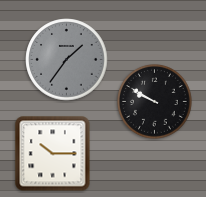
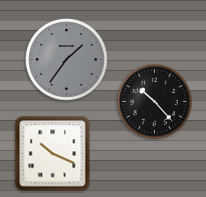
clock at (155, 102): 9:50 -> 10:23
clock at (53, 154): 10:15 -> 10:19
